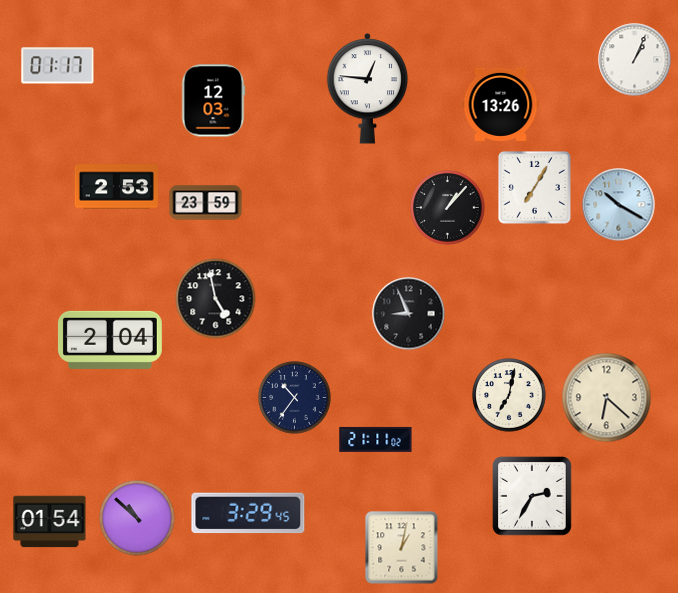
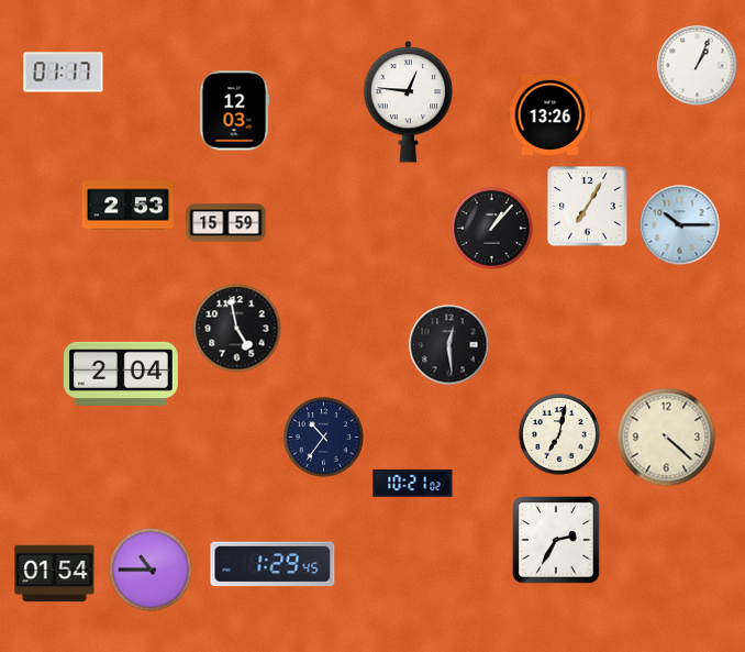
clock at (368, 89) position: (368, 89) -> (409, 102)
clock at (206, 203): 23:59 -> 15:59
clock at (619, 205): 10:20 -> 10:15
clock at (409, 314): 8:56 -> 12:29
clock at (607, 398): 6:22 -> 4:22
clock at (376, 439): 21:11 -> 10:21
clock at (532, 496) position: (532, 496) -> (556, 540)
clock at (248, 513): 3:29 -> 1:29
clock at (137, 518): 10:52 -> 10:45
clock at (402, 548): 1:02 -> none
